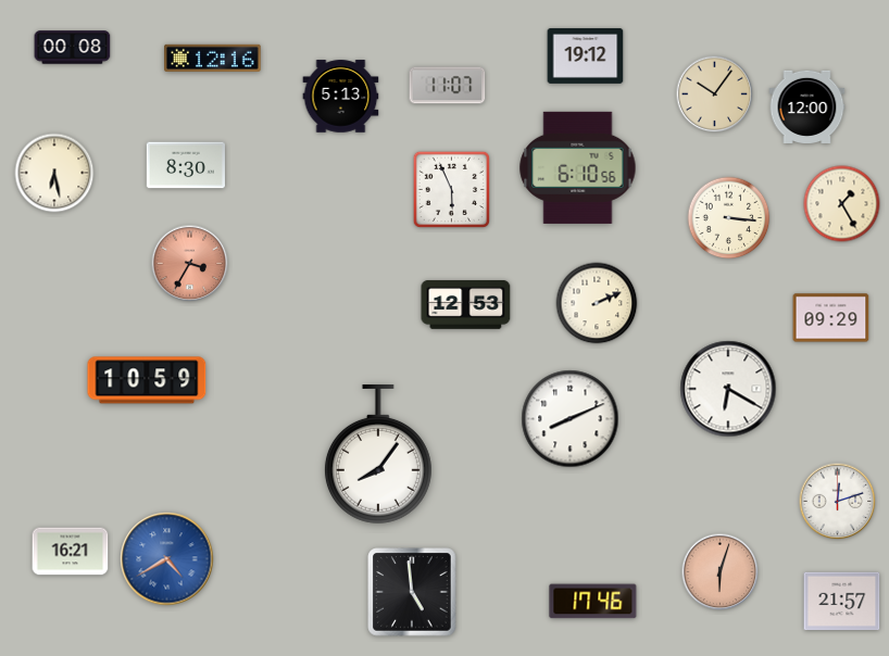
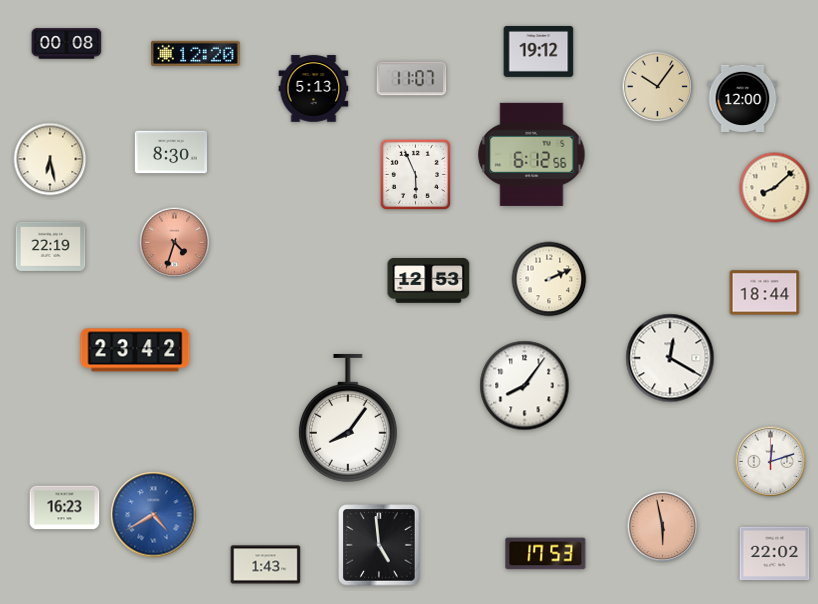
clock at (213, 58): 12:16 -> 12:20
clock at (578, 167): 6:10 -> 6:12
clock at (842, 204): 1:25 -> 8:08
clock at (729, 218): 3:16 -> none
clock at (190, 264): 3:35 -> 4:33
clock at (51, 246): none -> 22:19
clock at (831, 318): 09:29 -> 18:44
clock at (147, 380): 10:59 -> 23:42
clock at (728, 389): 6:20 -> 12:20
clock at (571, 419): 8:11 -> 8:06
clock at (71, 552): 16:21 -> 16:23
clock at (721, 572): 6:03 -> 5:58
clock at (593, 602): 17:46 -> 17:53
clock at (842, 602): 21:57 -> 22:02
clock at (266, 565): none -> 1:43
